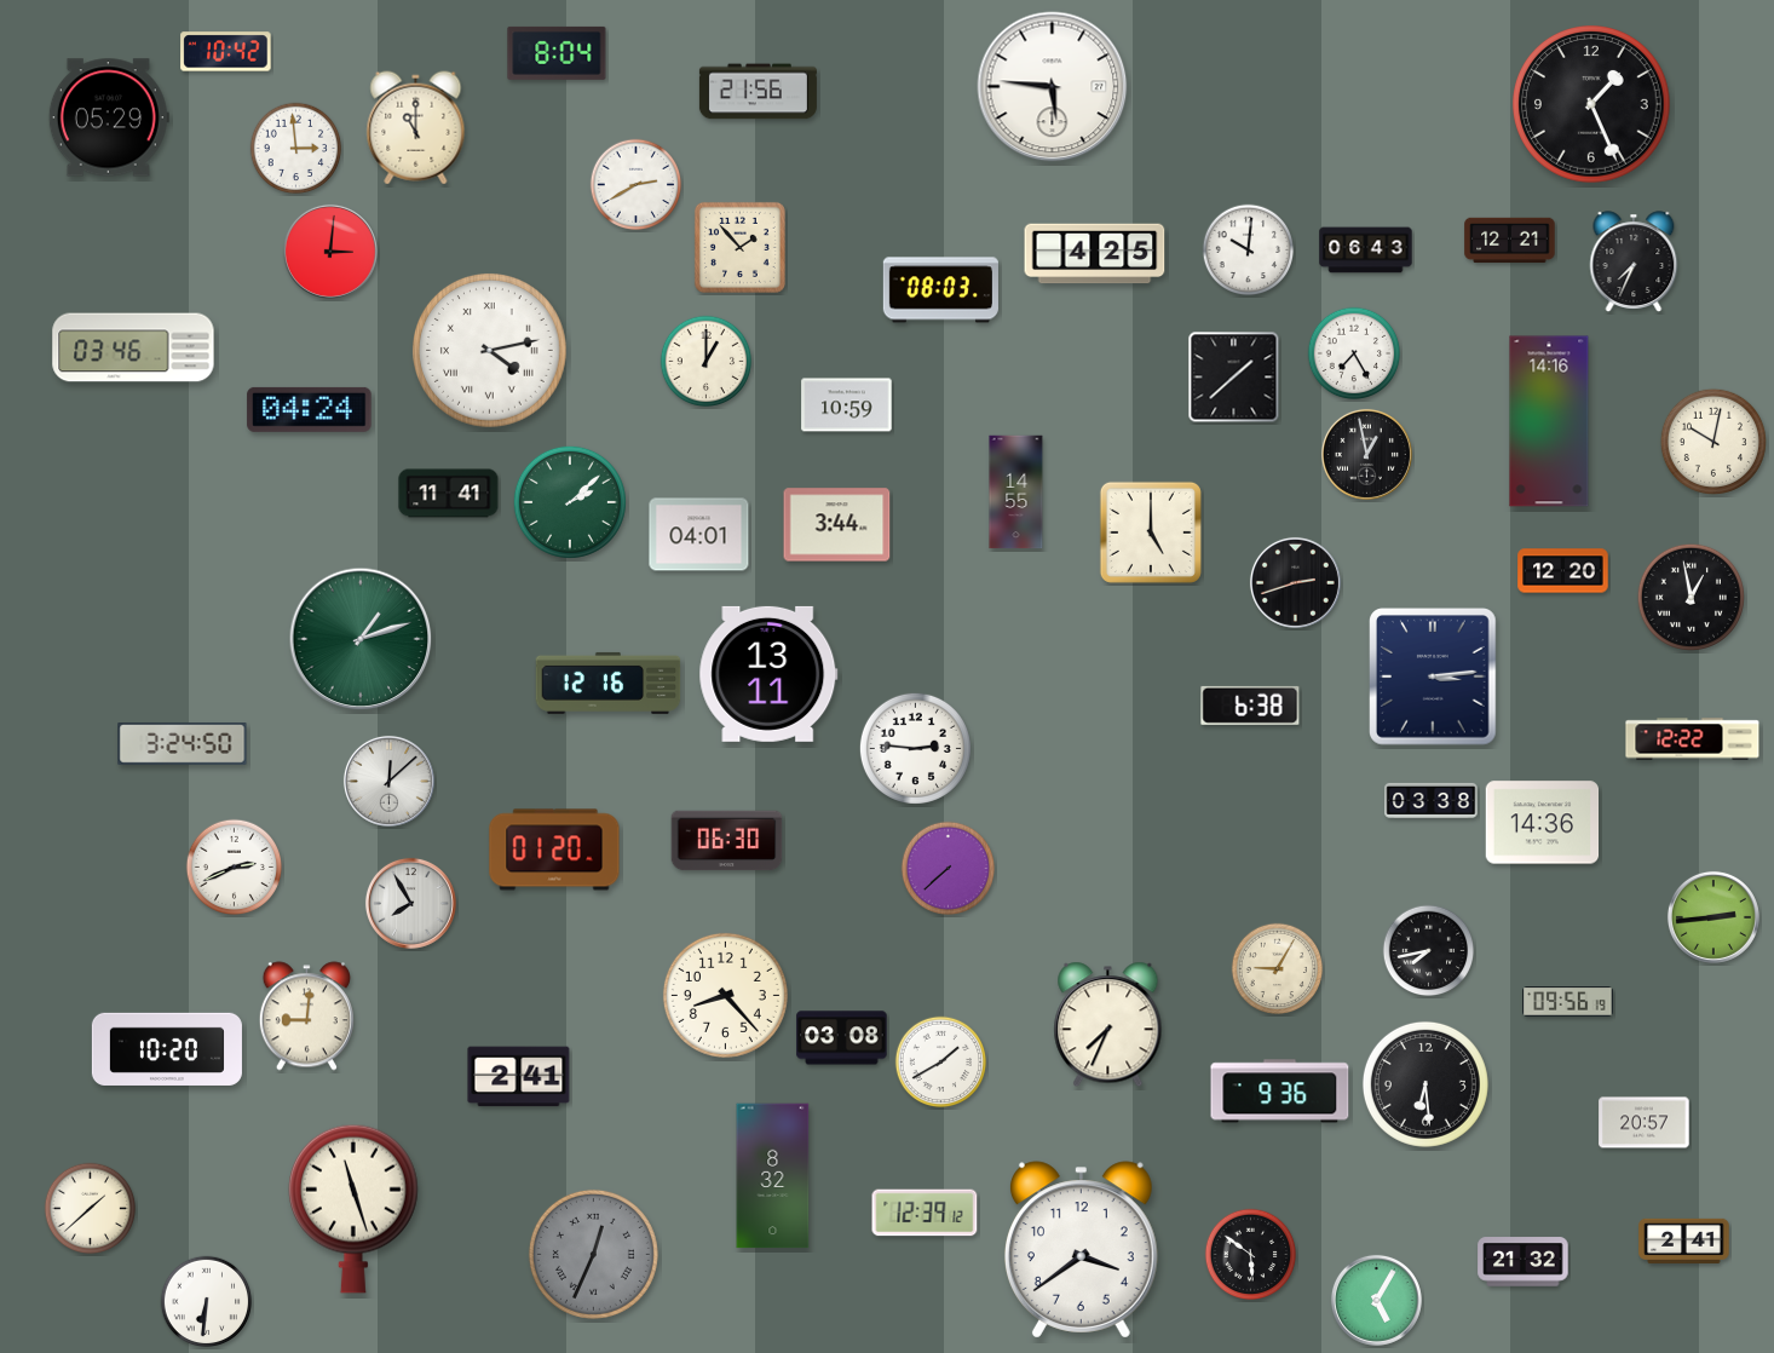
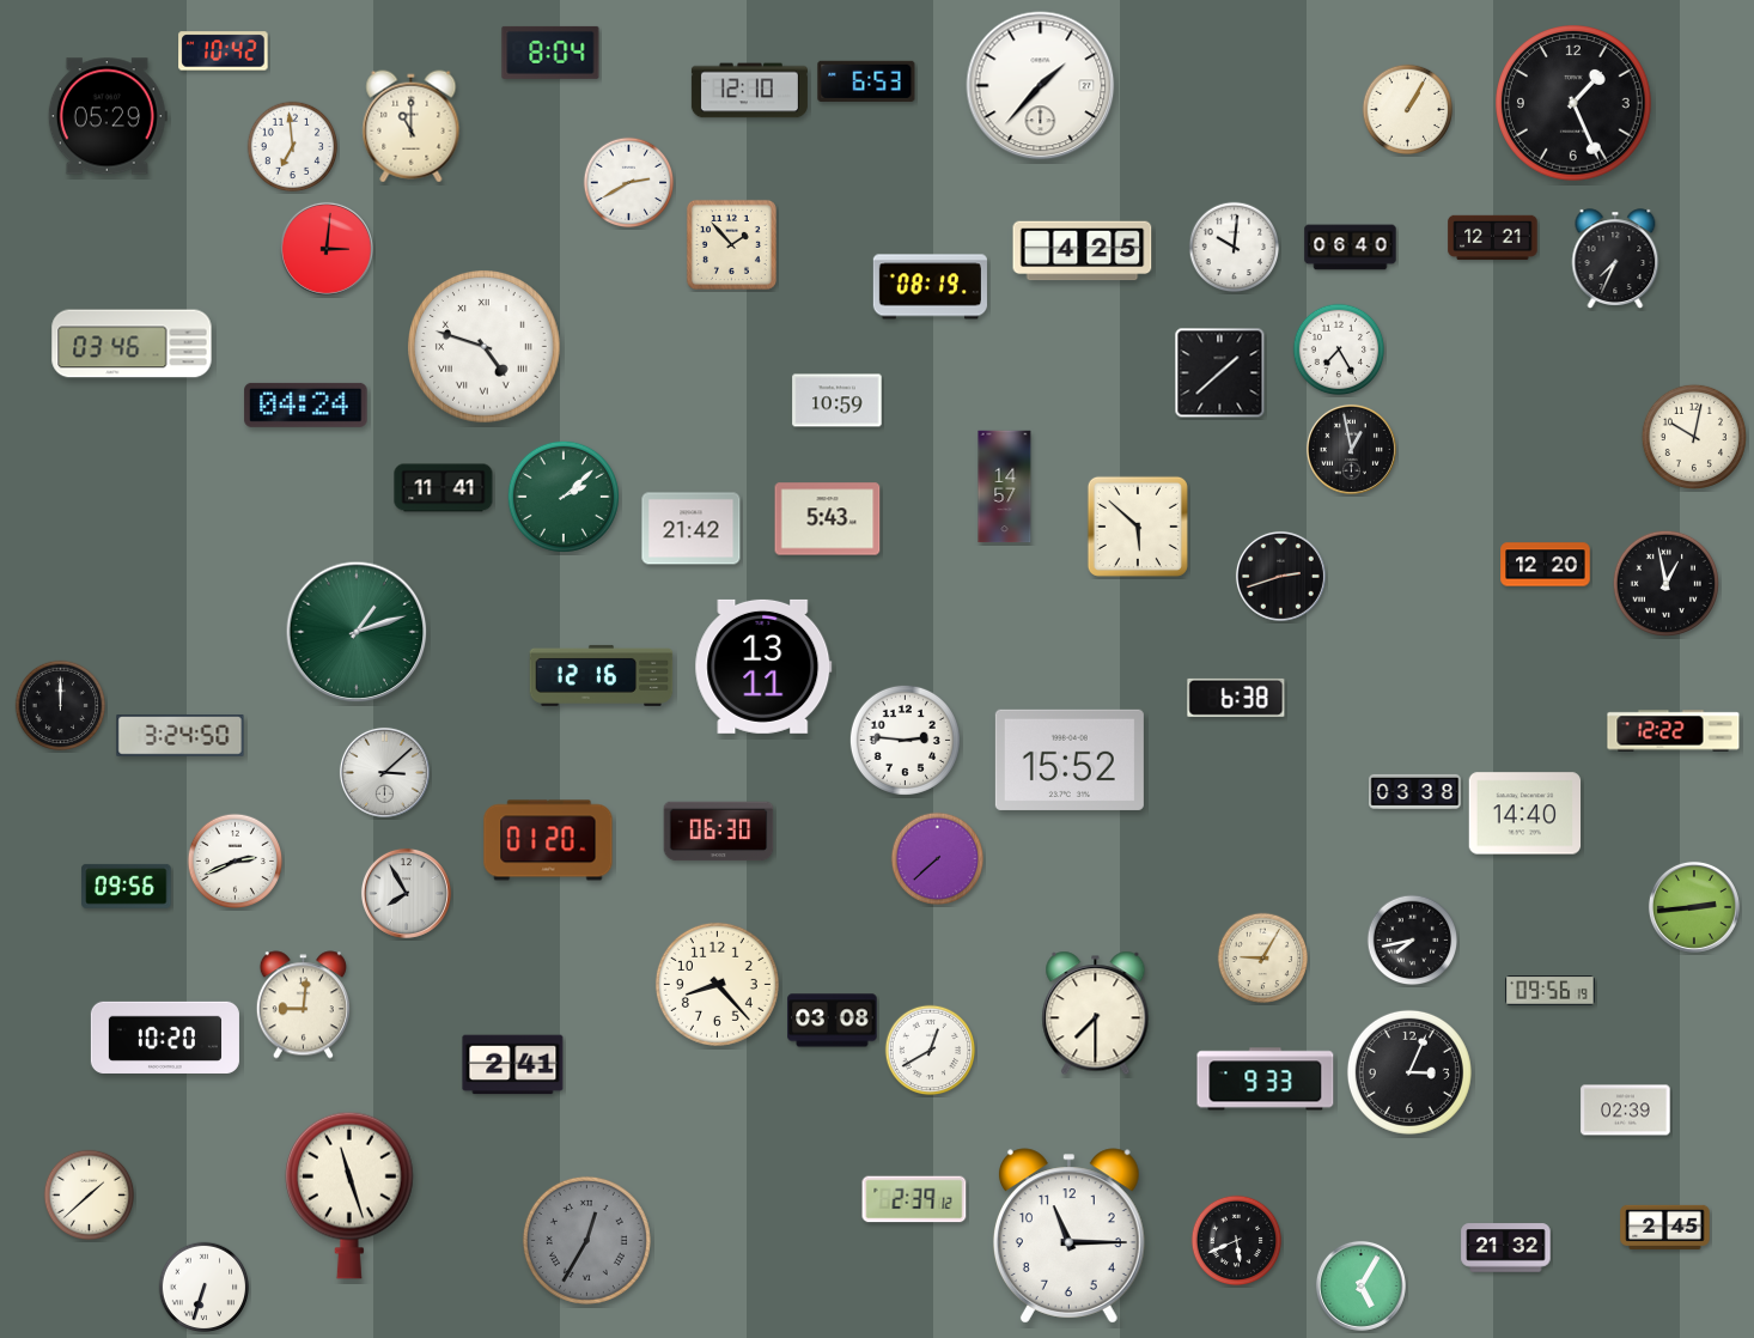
clock at (866, 81): none -> 6:53
clock at (1053, 87): 5:46 -> 1:37
clock at (758, 92): 21:56 -> 12:10
clock at (1408, 110): none -> 1:05
clock at (296, 149): 2:59 -> 6:59
clock at (1366, 251): 06:43 -> 06:40
clock at (940, 290): 08:03 -> 08:19
clock at (490, 351): 4:13 -> 4:48
clock at (707, 362): 1:00 -> none
clock at (1549, 421): 14:16 -> none
clock at (1016, 493): 14:55 -> 14:57
clock at (837, 525): 3:44 -> 5:43
clock at (1151, 532): 5:00 -> 5:52
clock at (699, 535): 04:01 -> 21:42
clock at (1691, 597) position: (1691, 597) -> (1665, 583)
clock at (768, 674) position: (768, 674) -> (763, 667)
clock at (1434, 676): 3:14 -> none
clock at (61, 706): none -> 12:00
clock at (1070, 760): none -> 15:52
clock at (388, 781): 12:08 -> 3:08
clock at (1543, 823): 14:36 -> 14:40
clock at (235, 868) position: (235, 868) -> (236, 862)
clock at (127, 886): none -> 09:56
clock at (1108, 1025): 7:34 -> 7:30
clock at (842, 1038) position: (842, 1038) -> (833, 1021)
clock at (941, 1063): 1:40 -> 12:40
clock at (1425, 1084): 6:29 -> 3:04
clock at (1280, 1092): 9:36 -> 9:33
clock at (1645, 1123): 20:57 -> 02:39
clock at (773, 1176): 8:32 -> none
clock at (925, 1213): 12:39 -> 2:39
clock at (1684, 1240): 2:41 -> 2:45
clock at (1081, 1250): 3:39 -> 11:15
clock at (593, 1254): 12:34 -> 12:35
clock at (1251, 1255): 5:51 -> 5:41
clock at (207, 1302): 6:31 -> 6:33
